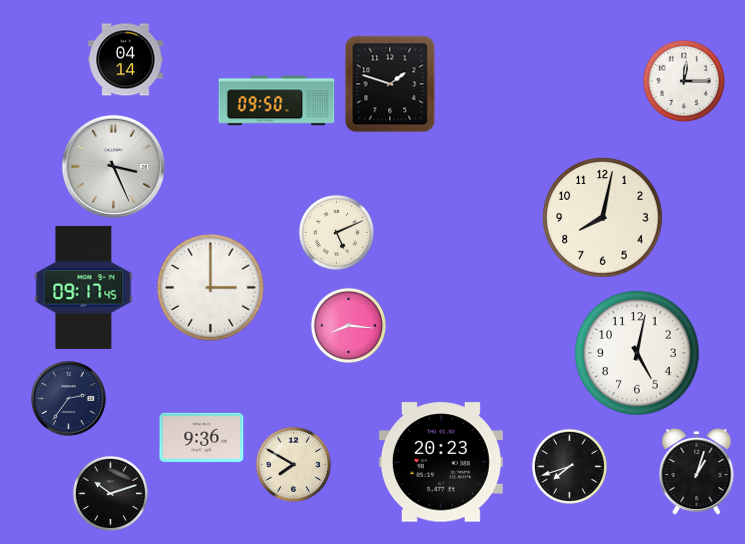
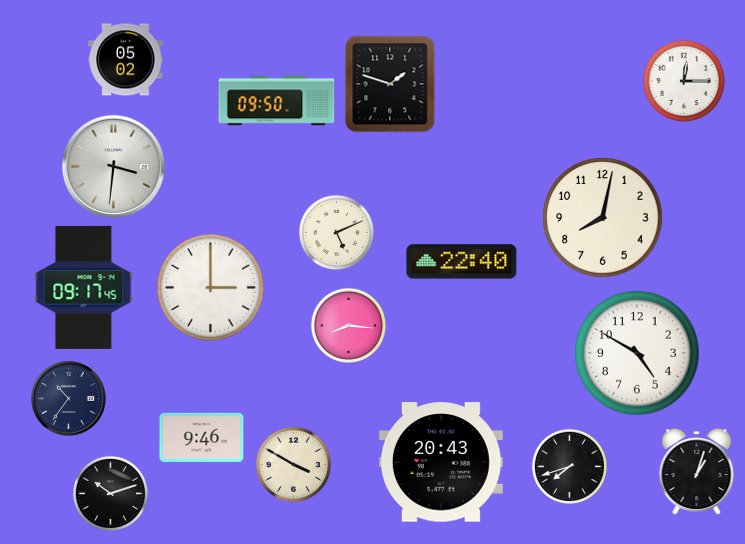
clock at (126, 60): 04:14 -> 05:02
clock at (113, 166): 3:26 -> 3:31
clock at (462, 262): none -> 22:40
clock at (637, 353): 5:02 -> 4:50
clock at (69, 399): 2:36 -> 10:36
clock at (202, 437): 9:36 -> 9:46
clock at (441, 462): 20:23 -> 20:43
clock at (293, 464): 7:50 -> 3:50
